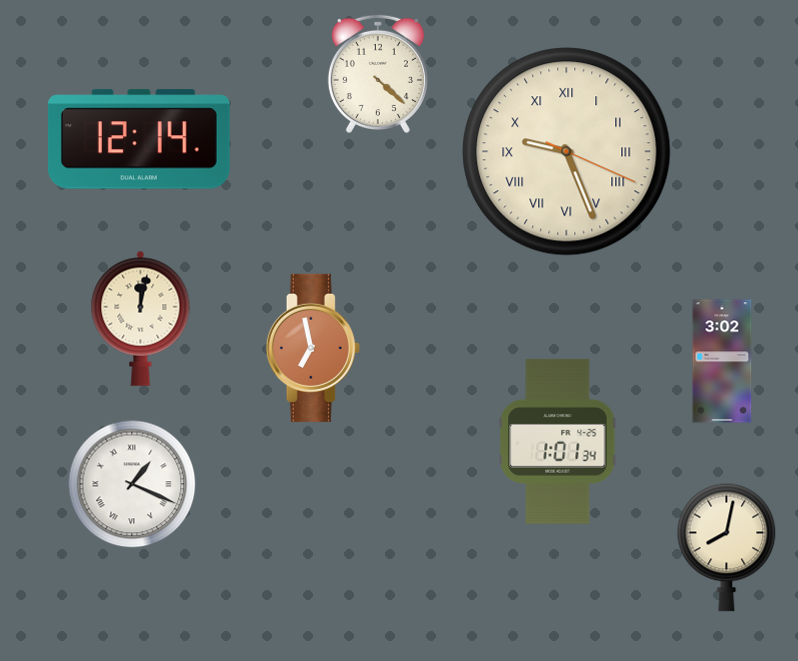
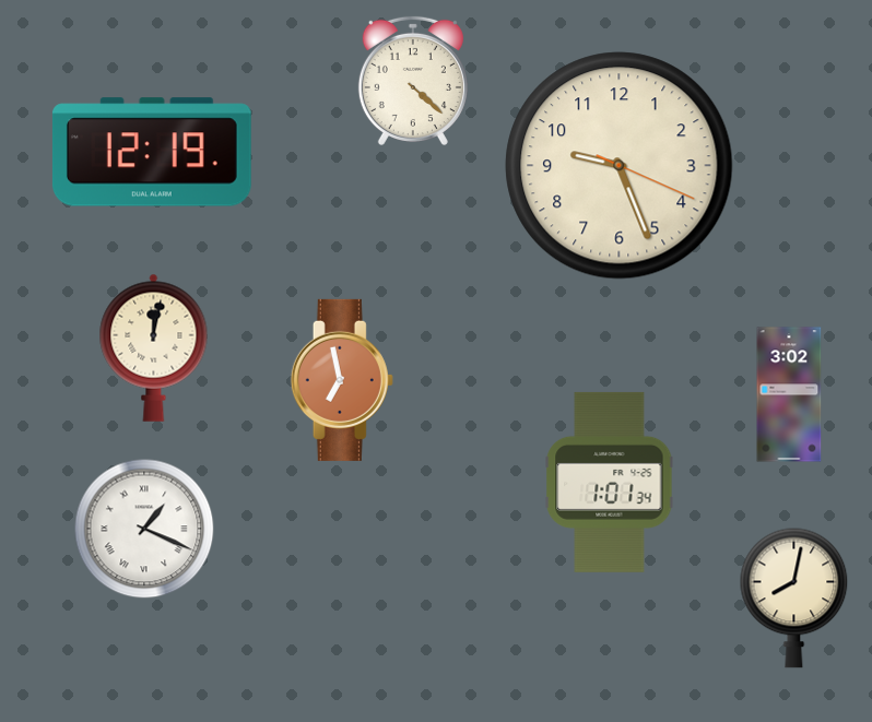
clock at (139, 139): 12:14 -> 12:19
clock at (567, 152) numerals: Roman -> Arabic
